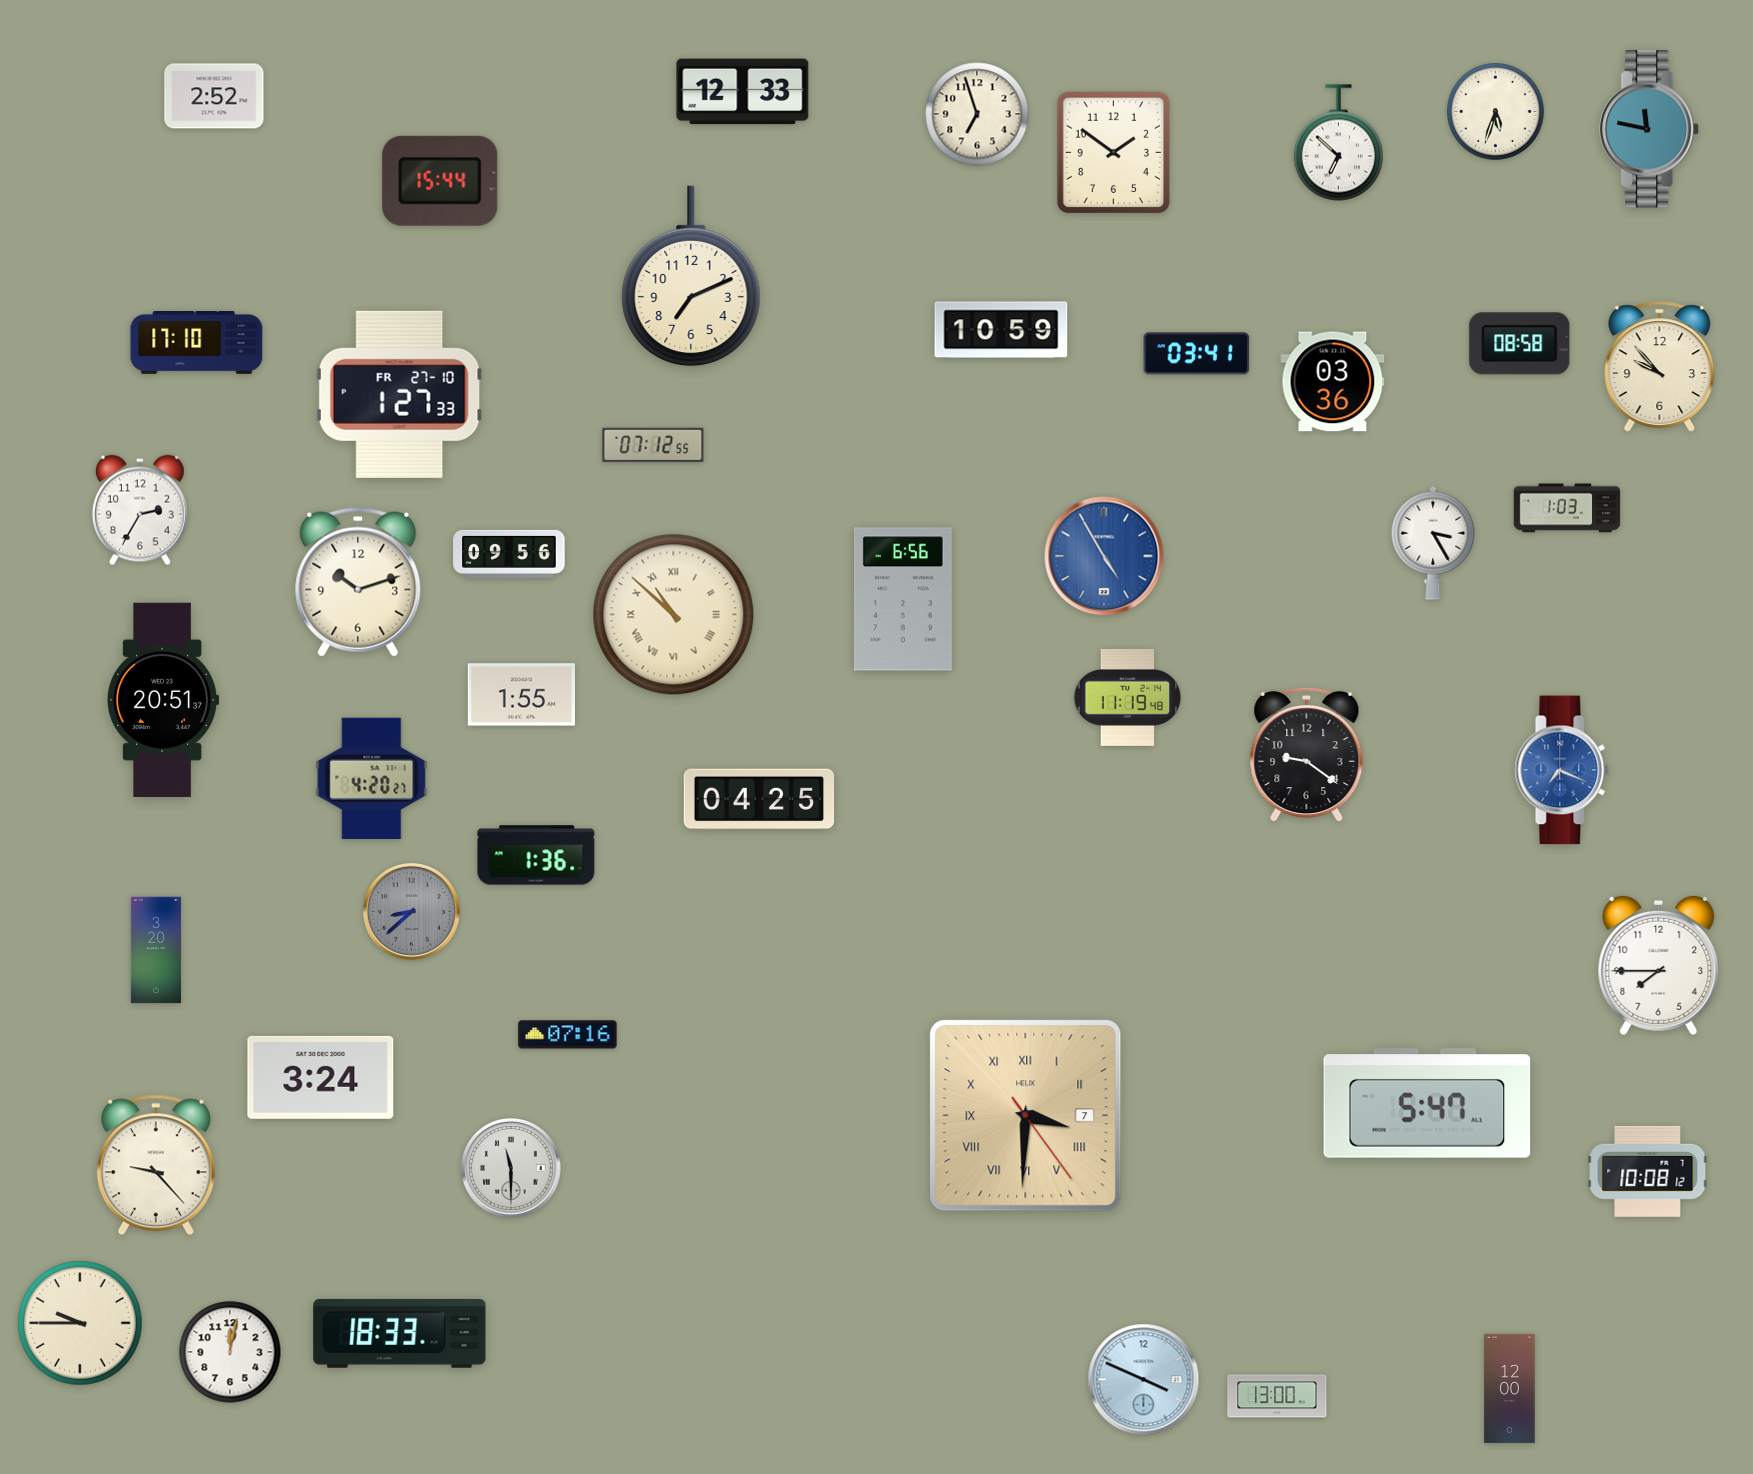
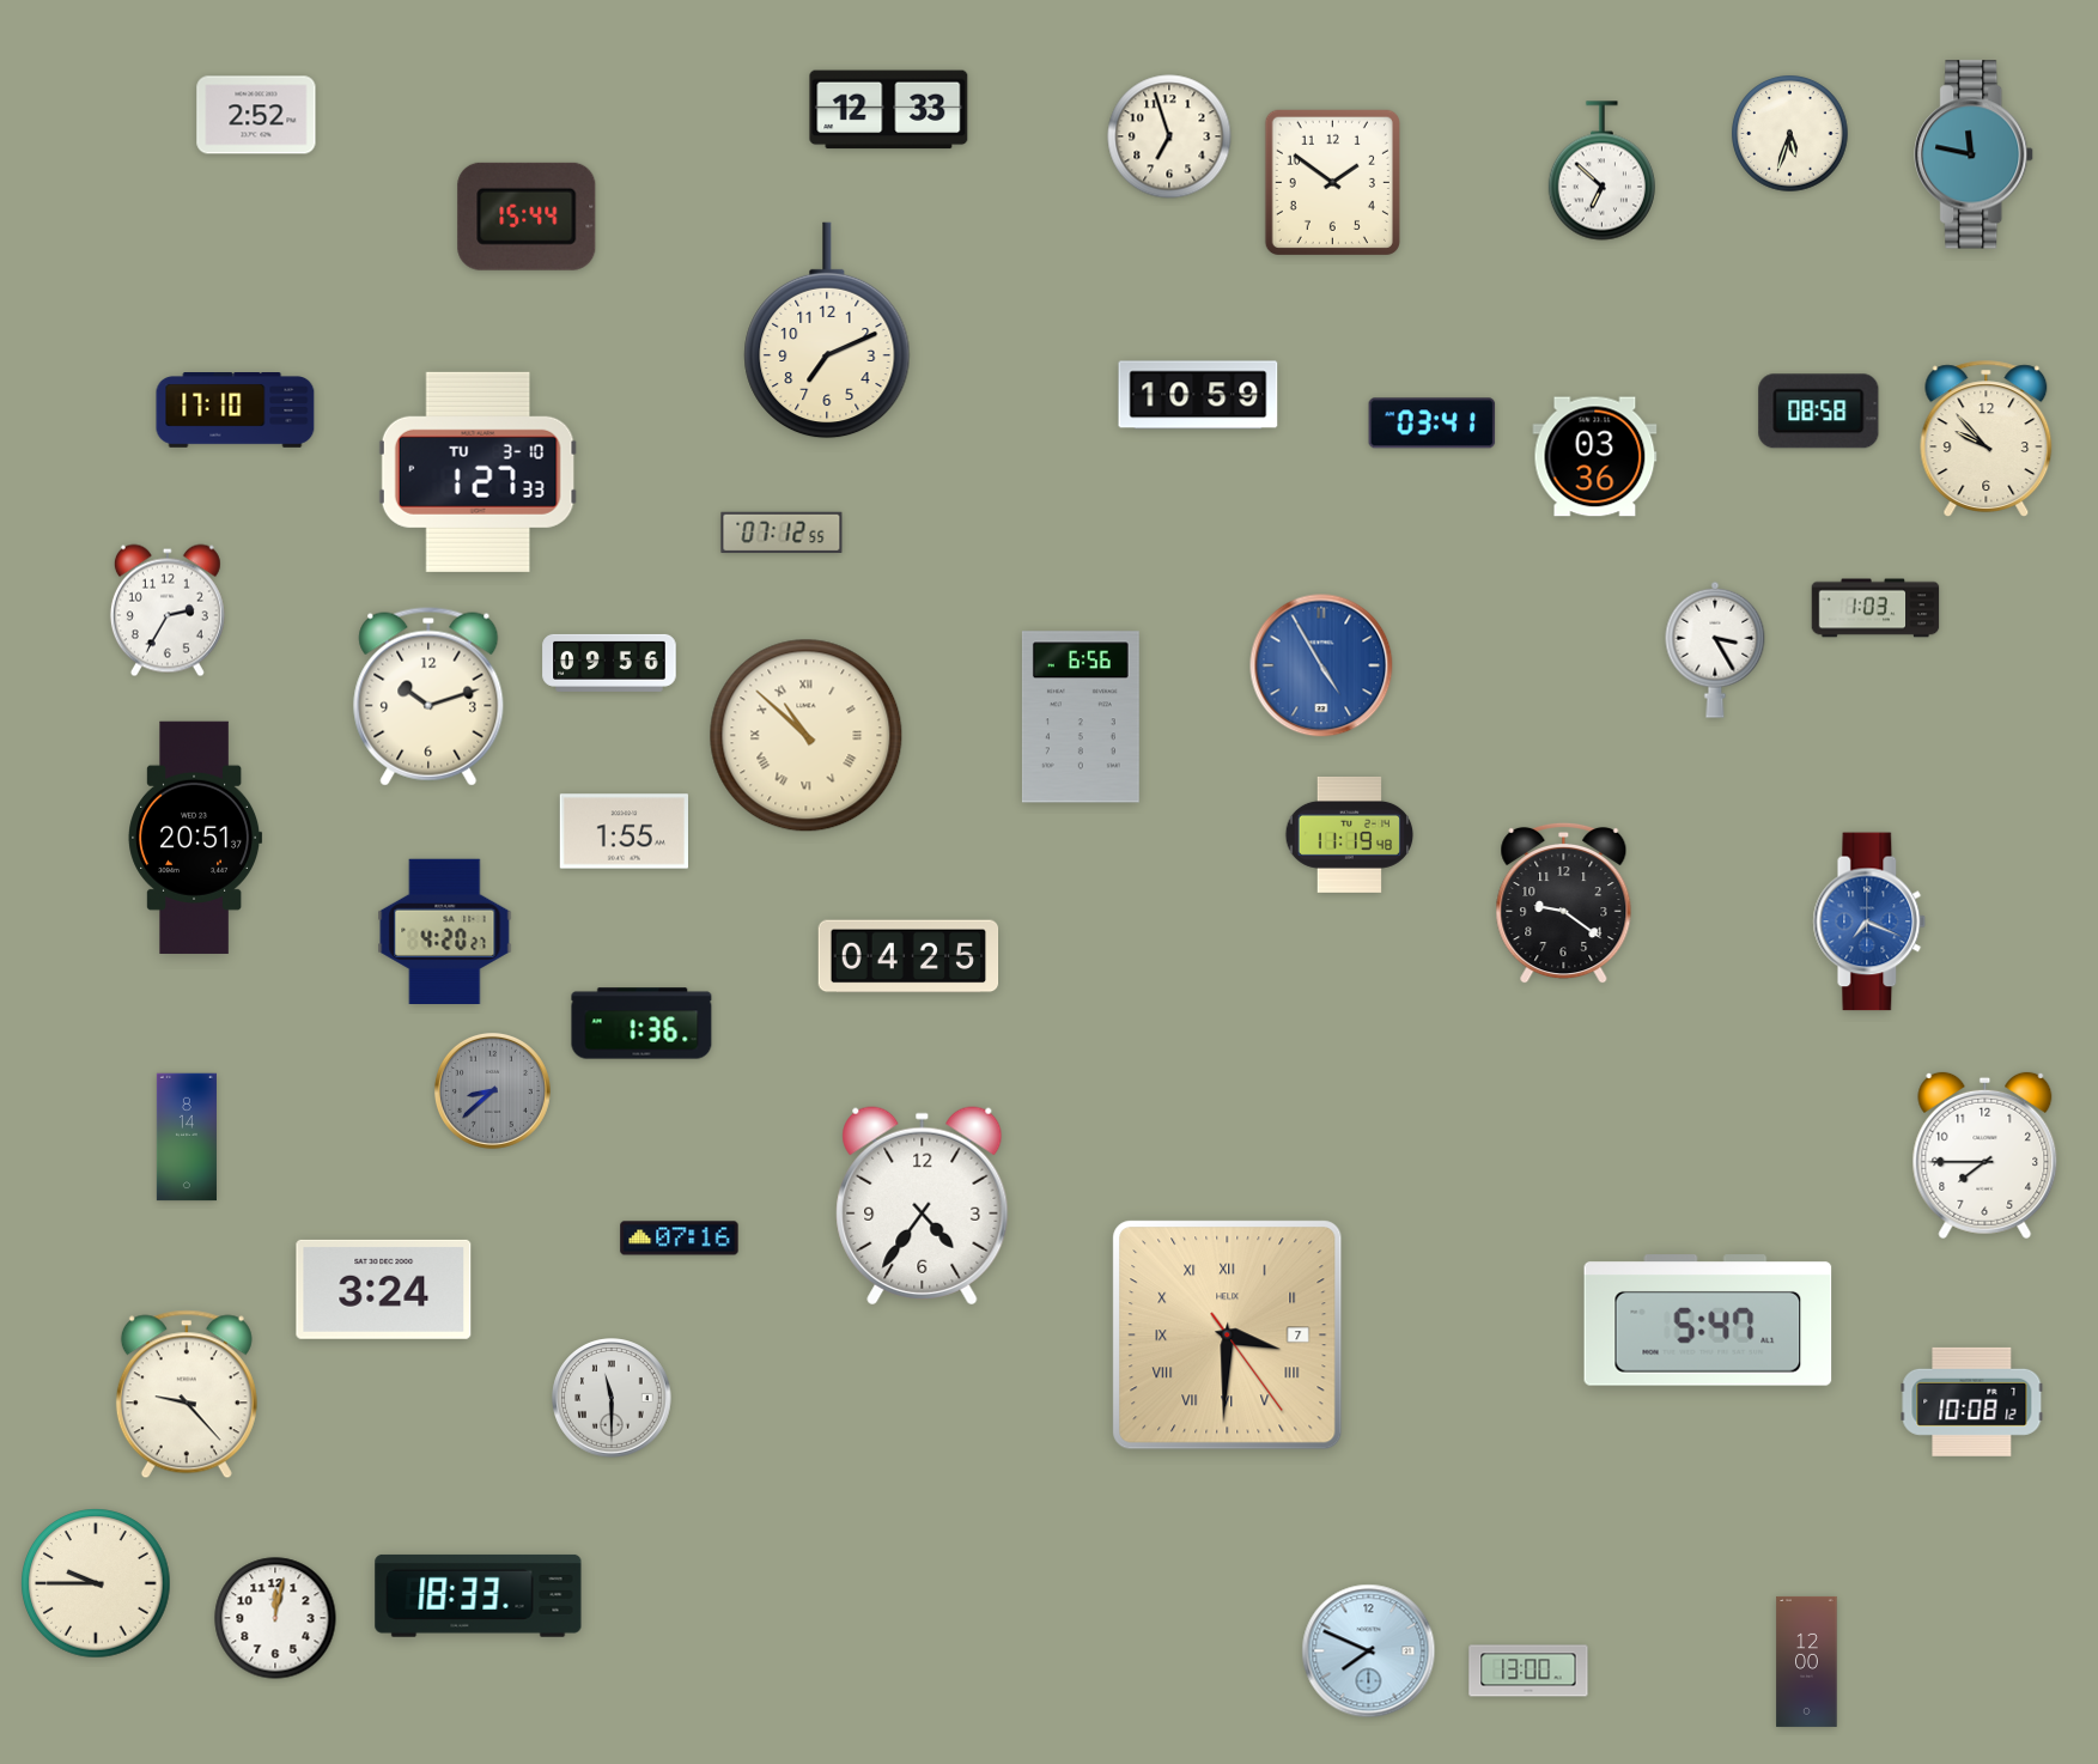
clock at (399, 394) date: FR 27-10 -> TU 3-10
clock at (156, 950): 3:20 -> 8:14
clock at (923, 1206): none -> 4:36
clock at (1144, 1380): 3:49 -> 7:49
